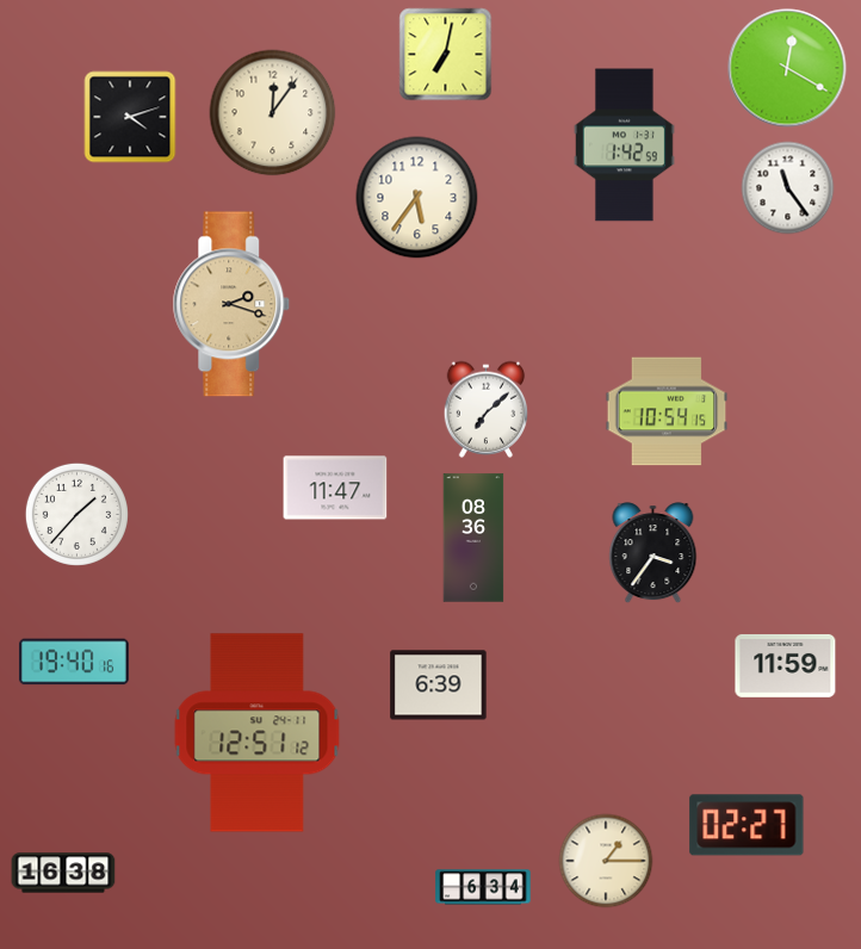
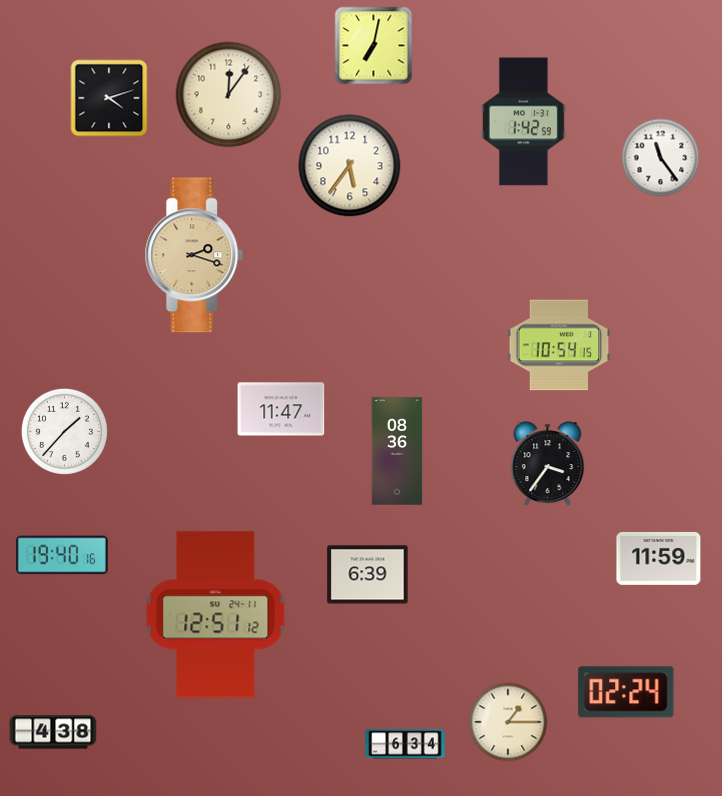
clock at (787, 68): 12:20 -> none
clock at (487, 409): 7:08 -> none
clock at (747, 825): 02:27 -> 02:24
clock at (63, 873): 16:38 -> 4:38
